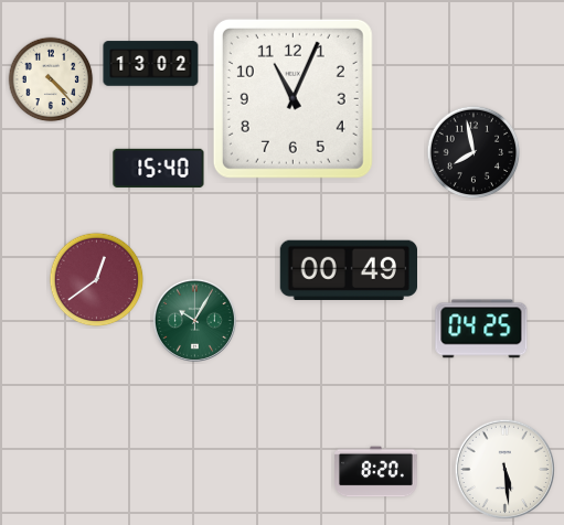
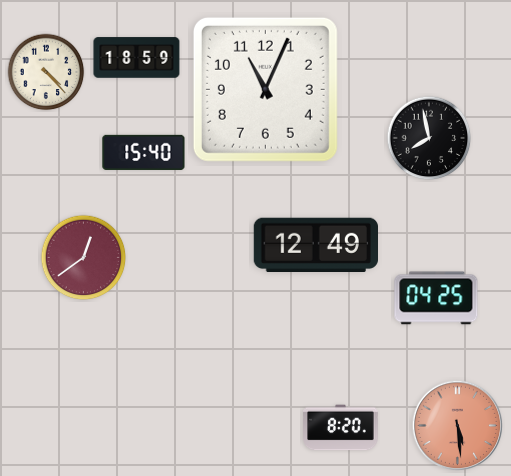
clock at (151, 64): 13:02 -> 18:59
clock at (348, 270): 00:49 -> 12:49
clock at (97, 280) position: (97, 280) -> (84, 258)
clock at (194, 320): 10:05 -> none
clock at (506, 470) dial: white -> salmon
